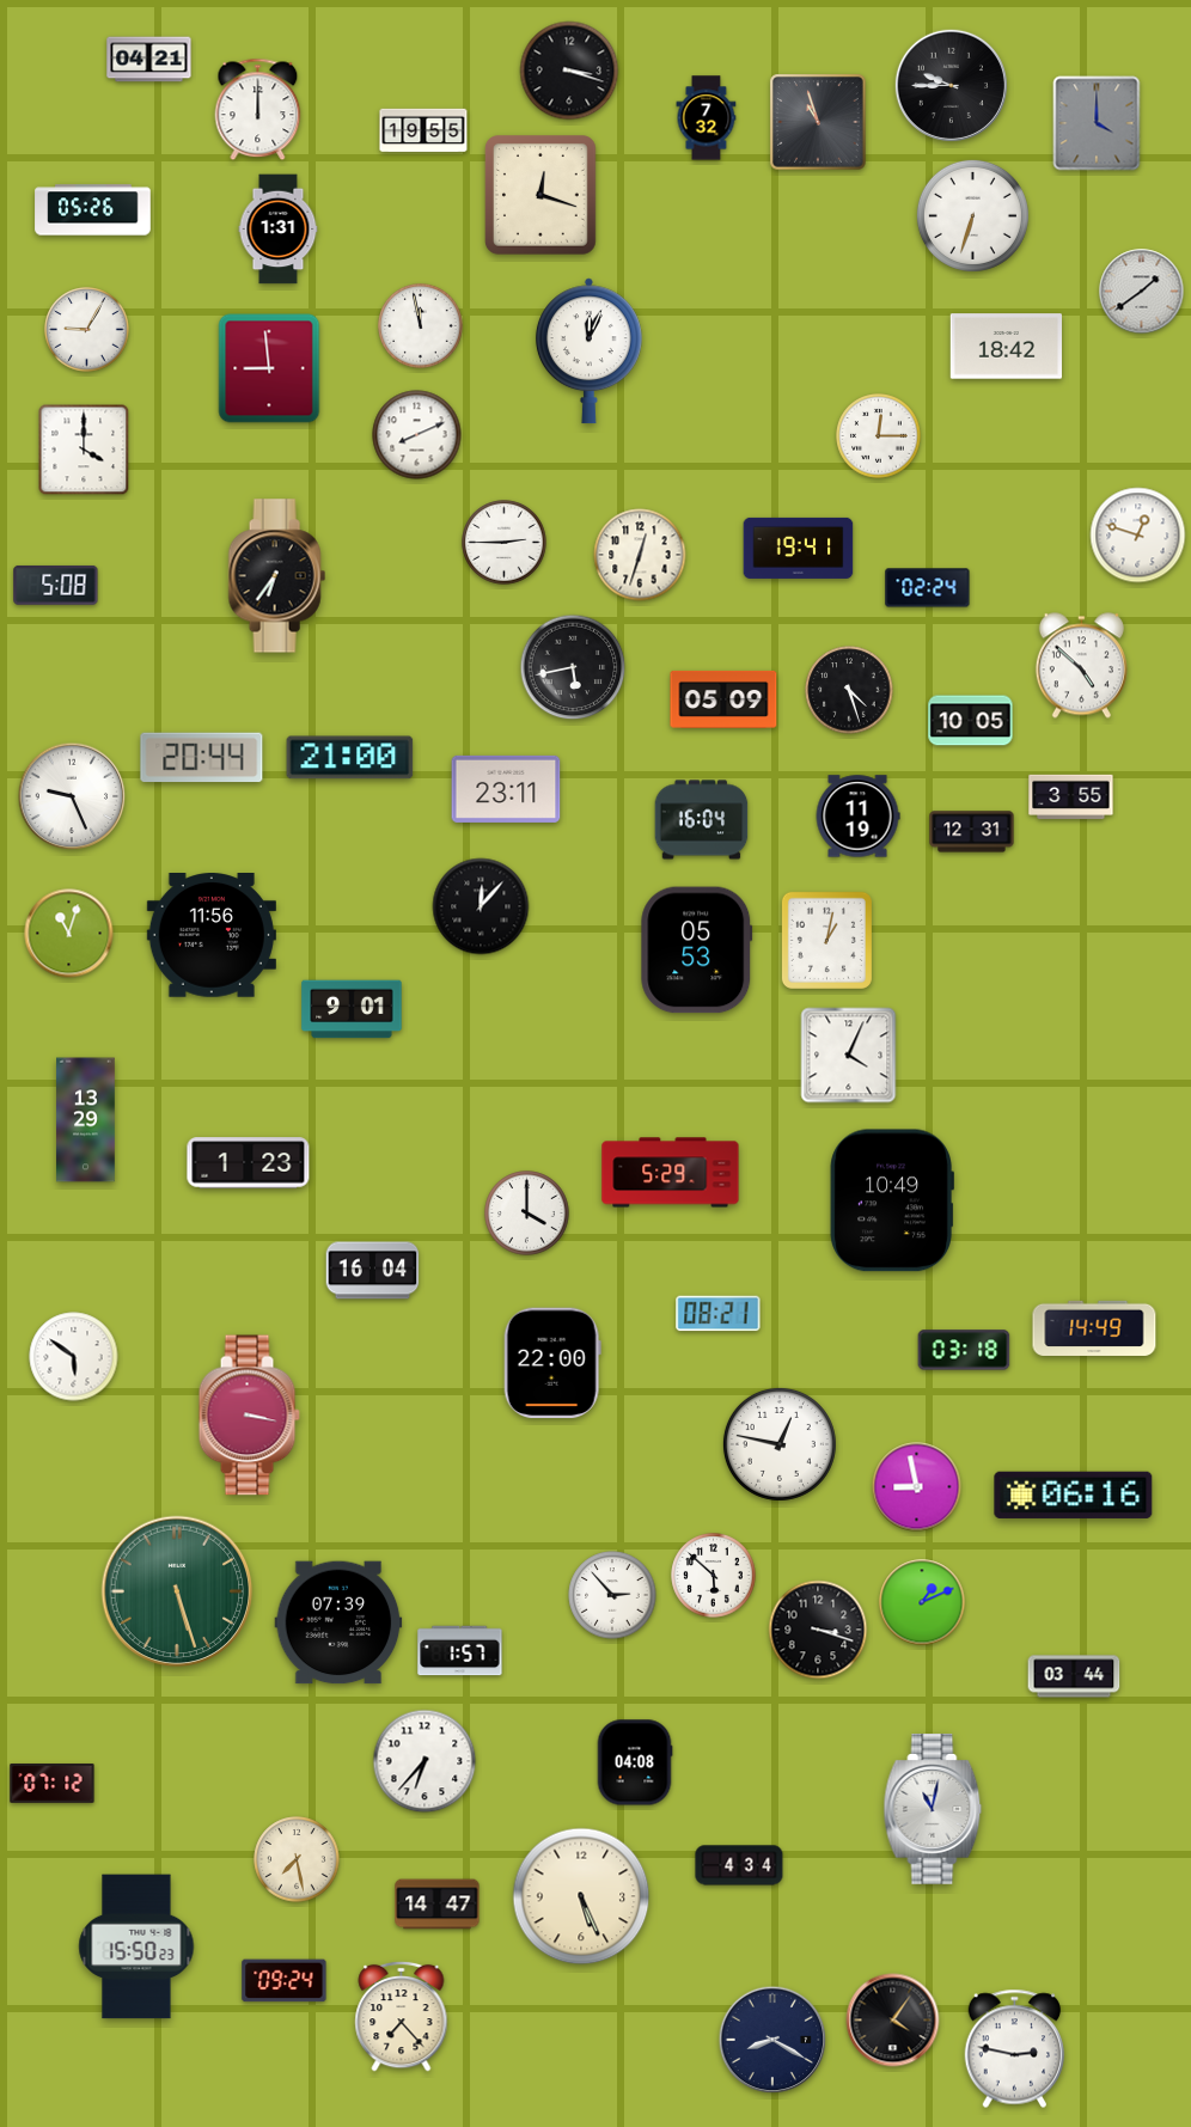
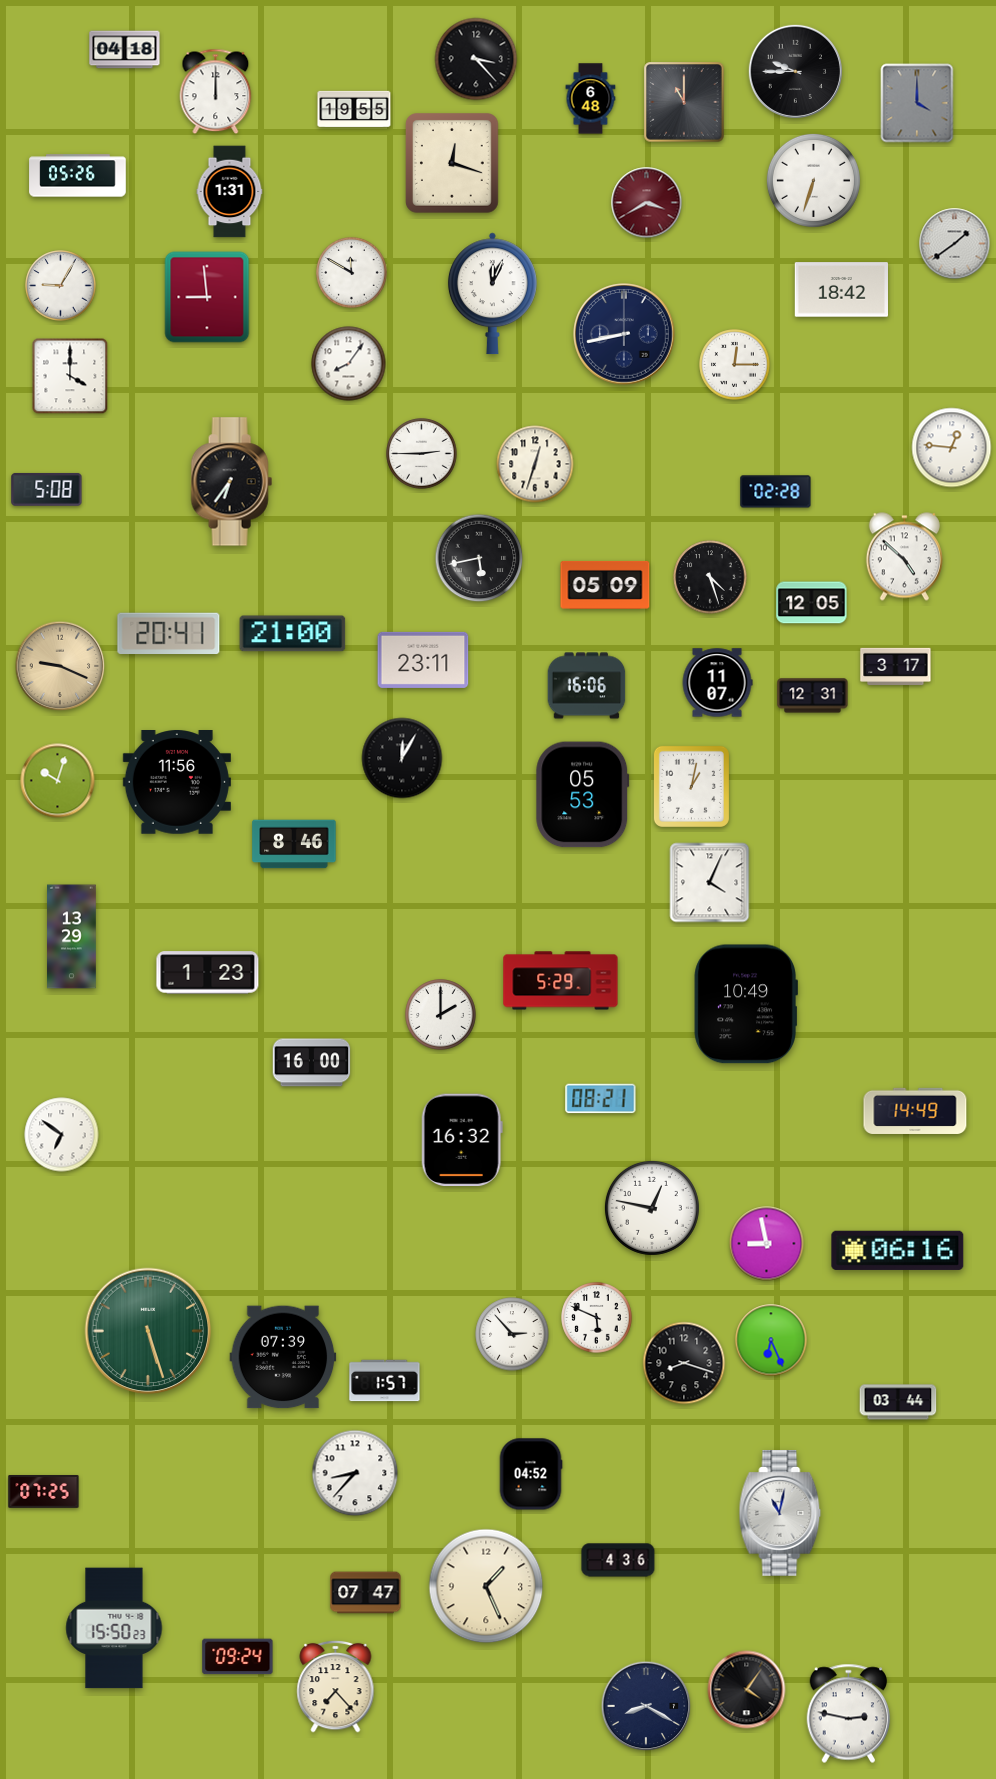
clock at (149, 60): 04:21 -> 04:18
clock at (569, 71): 3:18 -> 3:23
clock at (707, 118): 7:32 -> 6:48
clock at (818, 122): 10:57 -> 11:00
clock at (279, 230) position: (279, 230) -> (230, 192)
clock at (647, 203): none -> 3:40
clock at (421, 326): 11:58 -> 11:50
clock at (87, 330) position: (87, 330) -> (61, 286)
clock at (269, 368) position: (269, 368) -> (207, 297)
clock at (624, 334): none -> 8:43
clock at (417, 435): 8:11 -> 8:06
clock at (1138, 536): 12:48 -> 12:46
clock at (799, 548): 19:41 -> none
clock at (928, 588): 02:24 -> 02:28
clock at (971, 721): 10:05 -> 12:05
clock at (202, 758): 20:44 -> 20:41
clock at (72, 796): 9:26 -> 9:19
clock at (72, 796) dial: white -> champagne
clock at (1071, 797): 3:55 -> 3:17
clock at (857, 817): 11:19 -> 11:07
clock at (702, 820): 16:04 -> 16:06
clock at (481, 906): 12:07 -> 12:05
clock at (69, 934): 11:03 -> 10:03
clock at (352, 1009): 9:01 -> 8:46
clock at (527, 1214): 4:00 -> 2:00
clock at (373, 1271): 16:04 -> 16:00
clock at (964, 1350): 03:18 -> none
clock at (74, 1357): 5:51 -> 6:51
clock at (552, 1363): 22:00 -> 16:32
clock at (249, 1416): 3:17 -> none
clock at (714, 1576): 5:52 -> 5:49
clock at (922, 1602): 1:11 -> 6:26
clock at (818, 1630): 3:18 -> 8:18
clock at (425, 1761): 6:37 -> 8:37
clock at (635, 1762): 04:08 -> 04:52
clock at (53, 1784): 07:12 -> 07:25
clock at (297, 1859): 7:28 -> none
clock at (739, 1865): 4:34 -> 4:36
clock at (581, 1896): 5:26 -> 1:26
clock at (438, 1905): 14:47 -> 07:47
